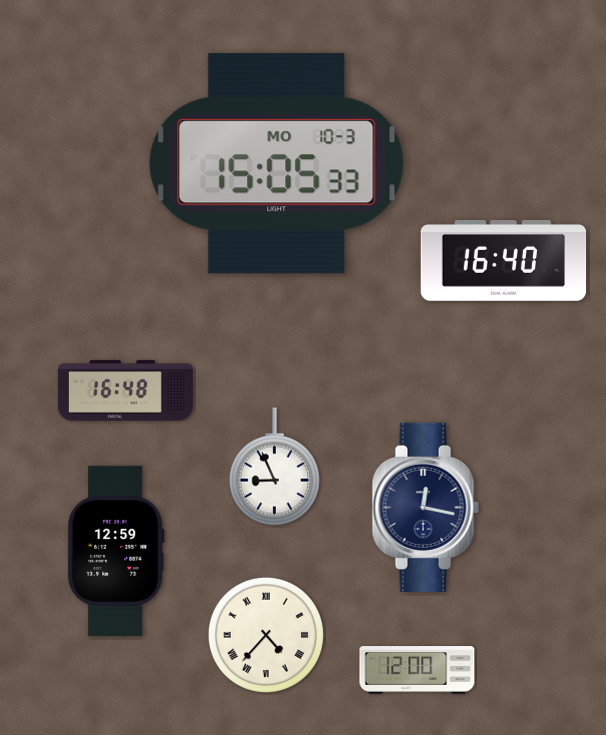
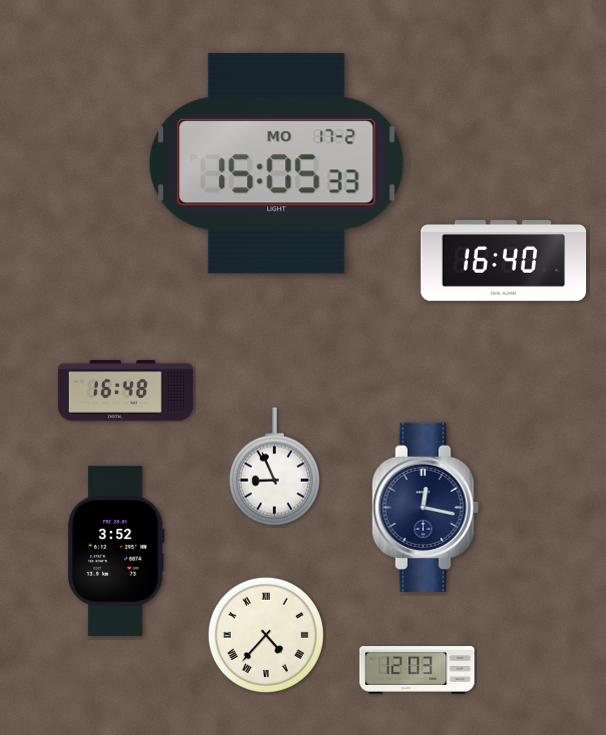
clock at (276, 164) date: MO 10-3 -> MO 17-2
clock at (116, 551): 12:59 -> 3:52
clock at (417, 670): 12:00 -> 12:03
